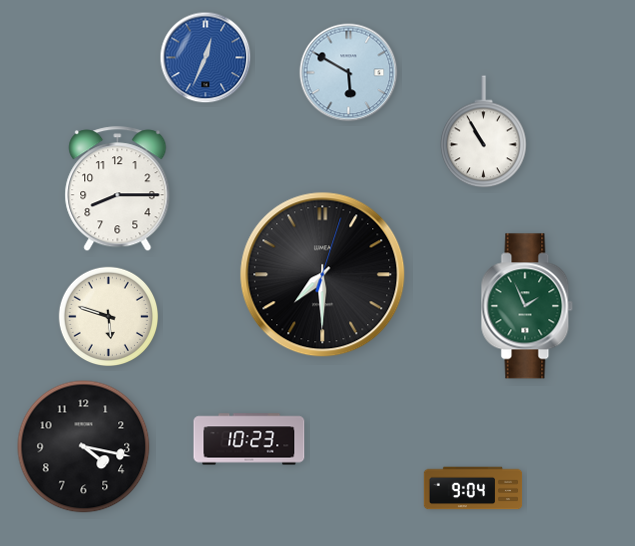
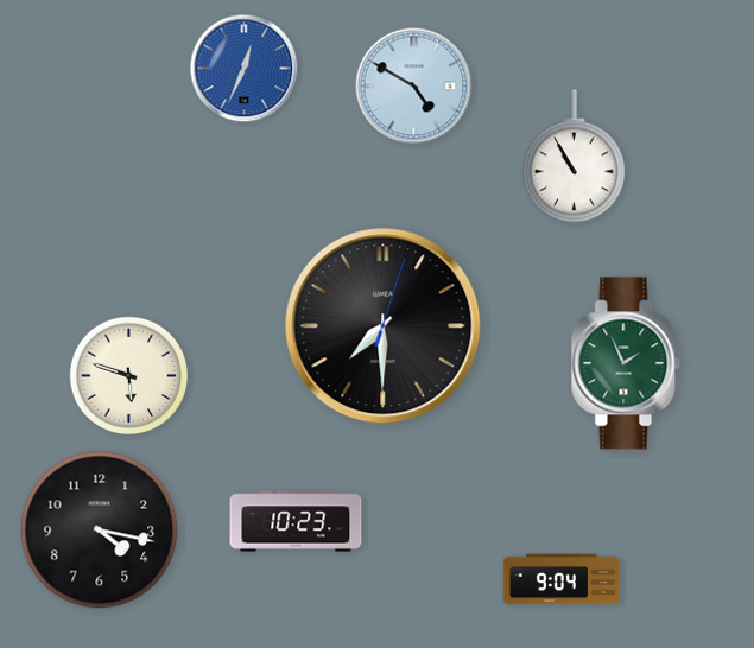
clock at (349, 73): 5:50 -> 4:50
clock at (118, 189): 8:15 -> none
